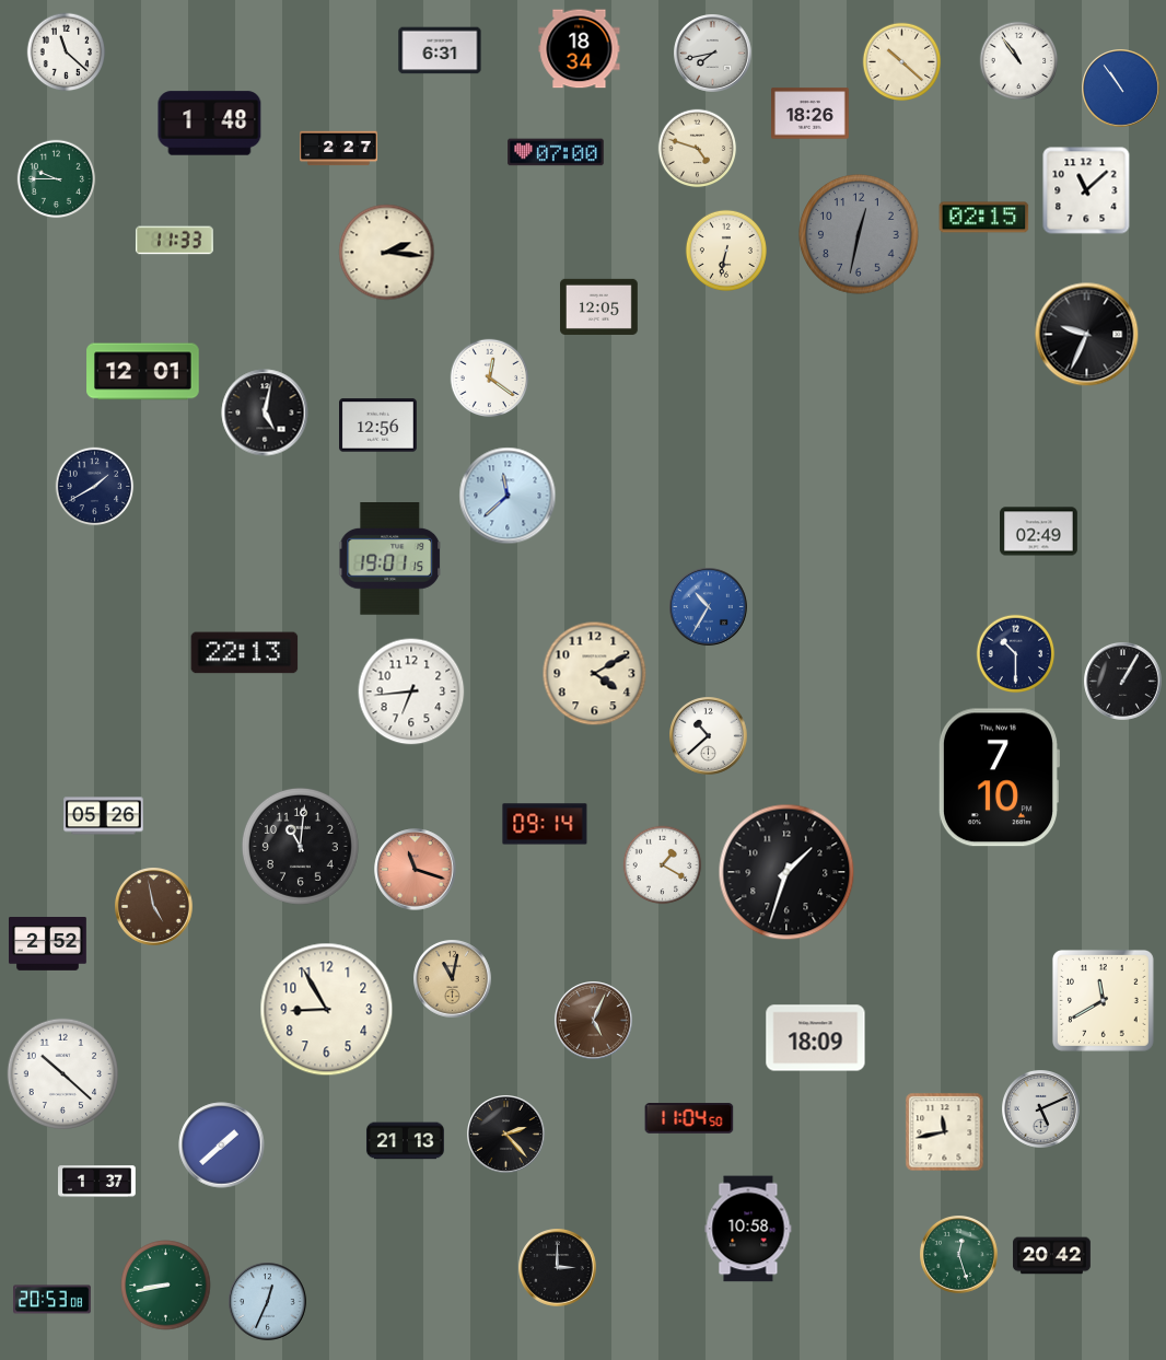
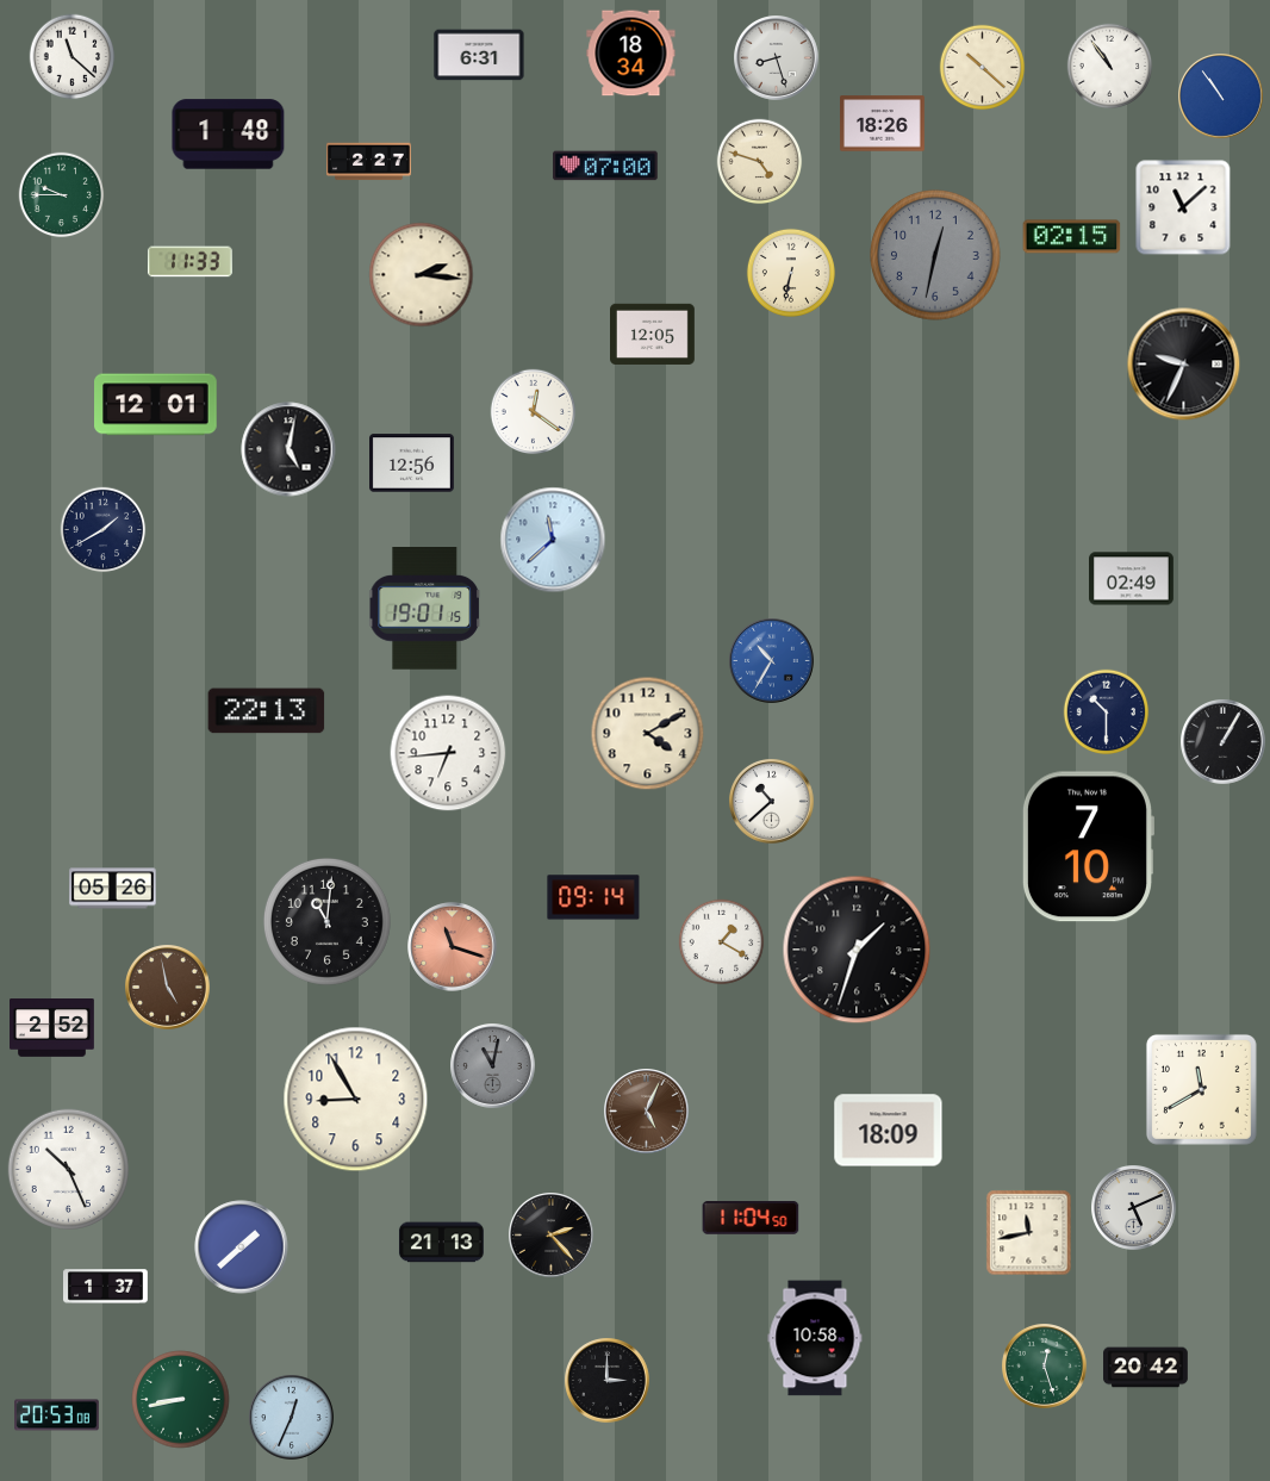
clock at (713, 54): 7:43 -> 8:27
clock at (453, 979) dial: champagne -> grey
clock at (62, 1073): 10:22 -> 10:26
